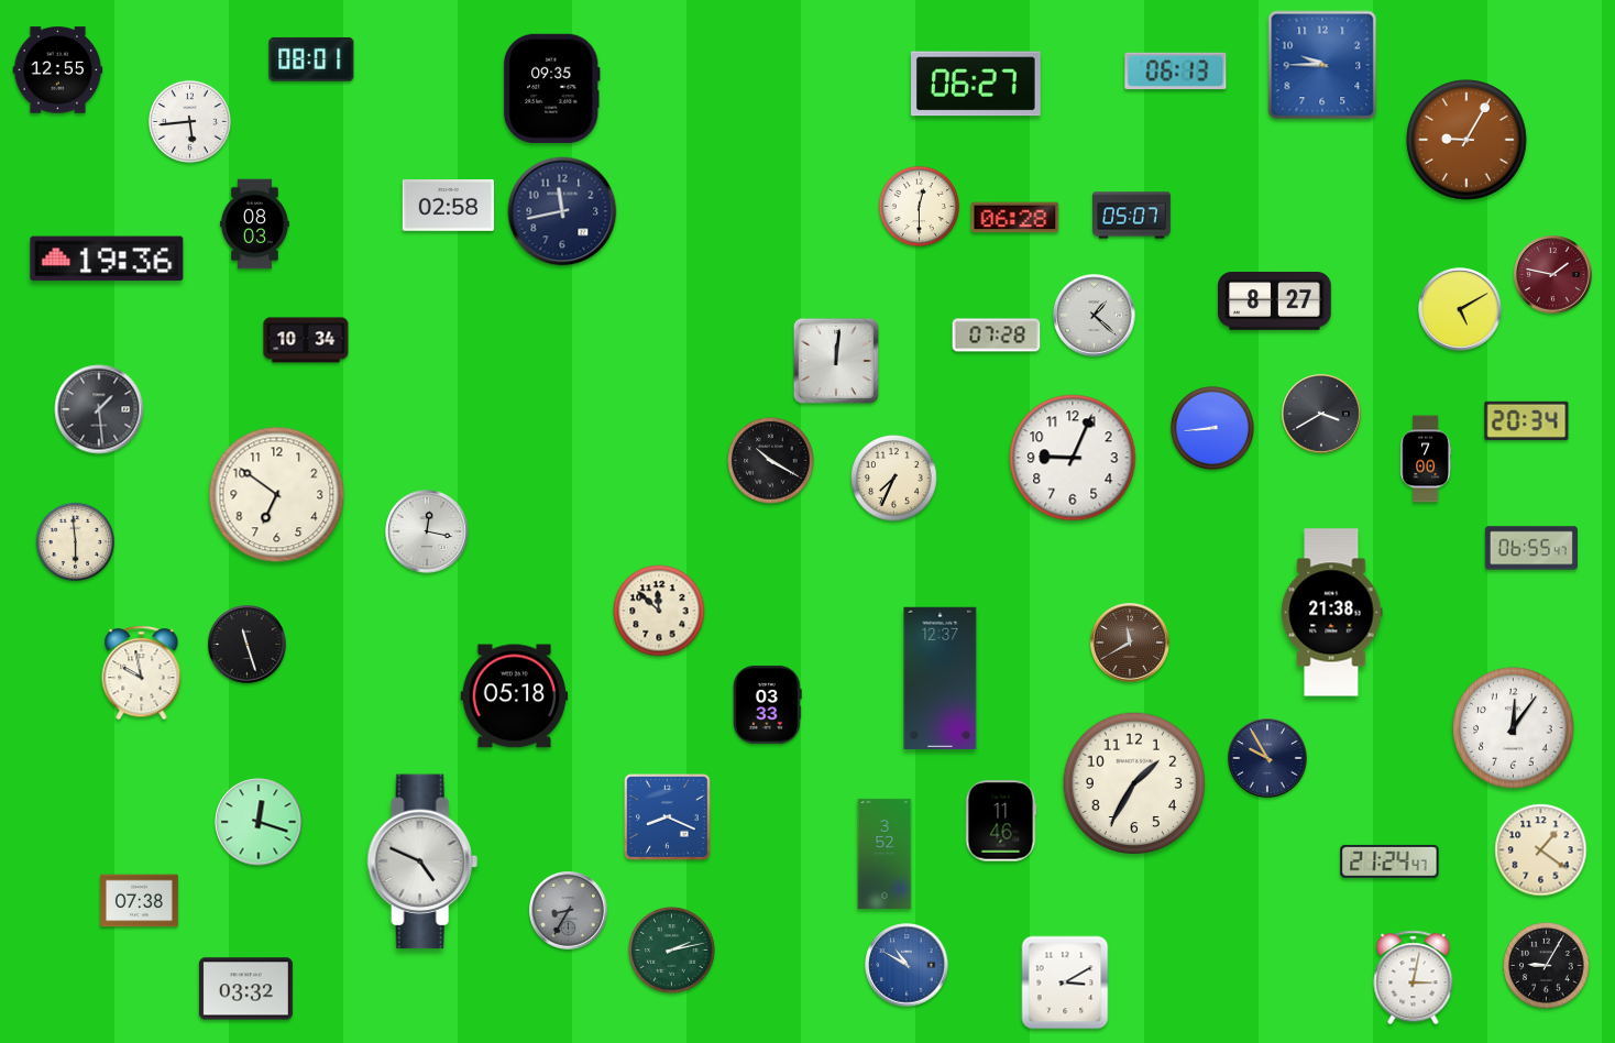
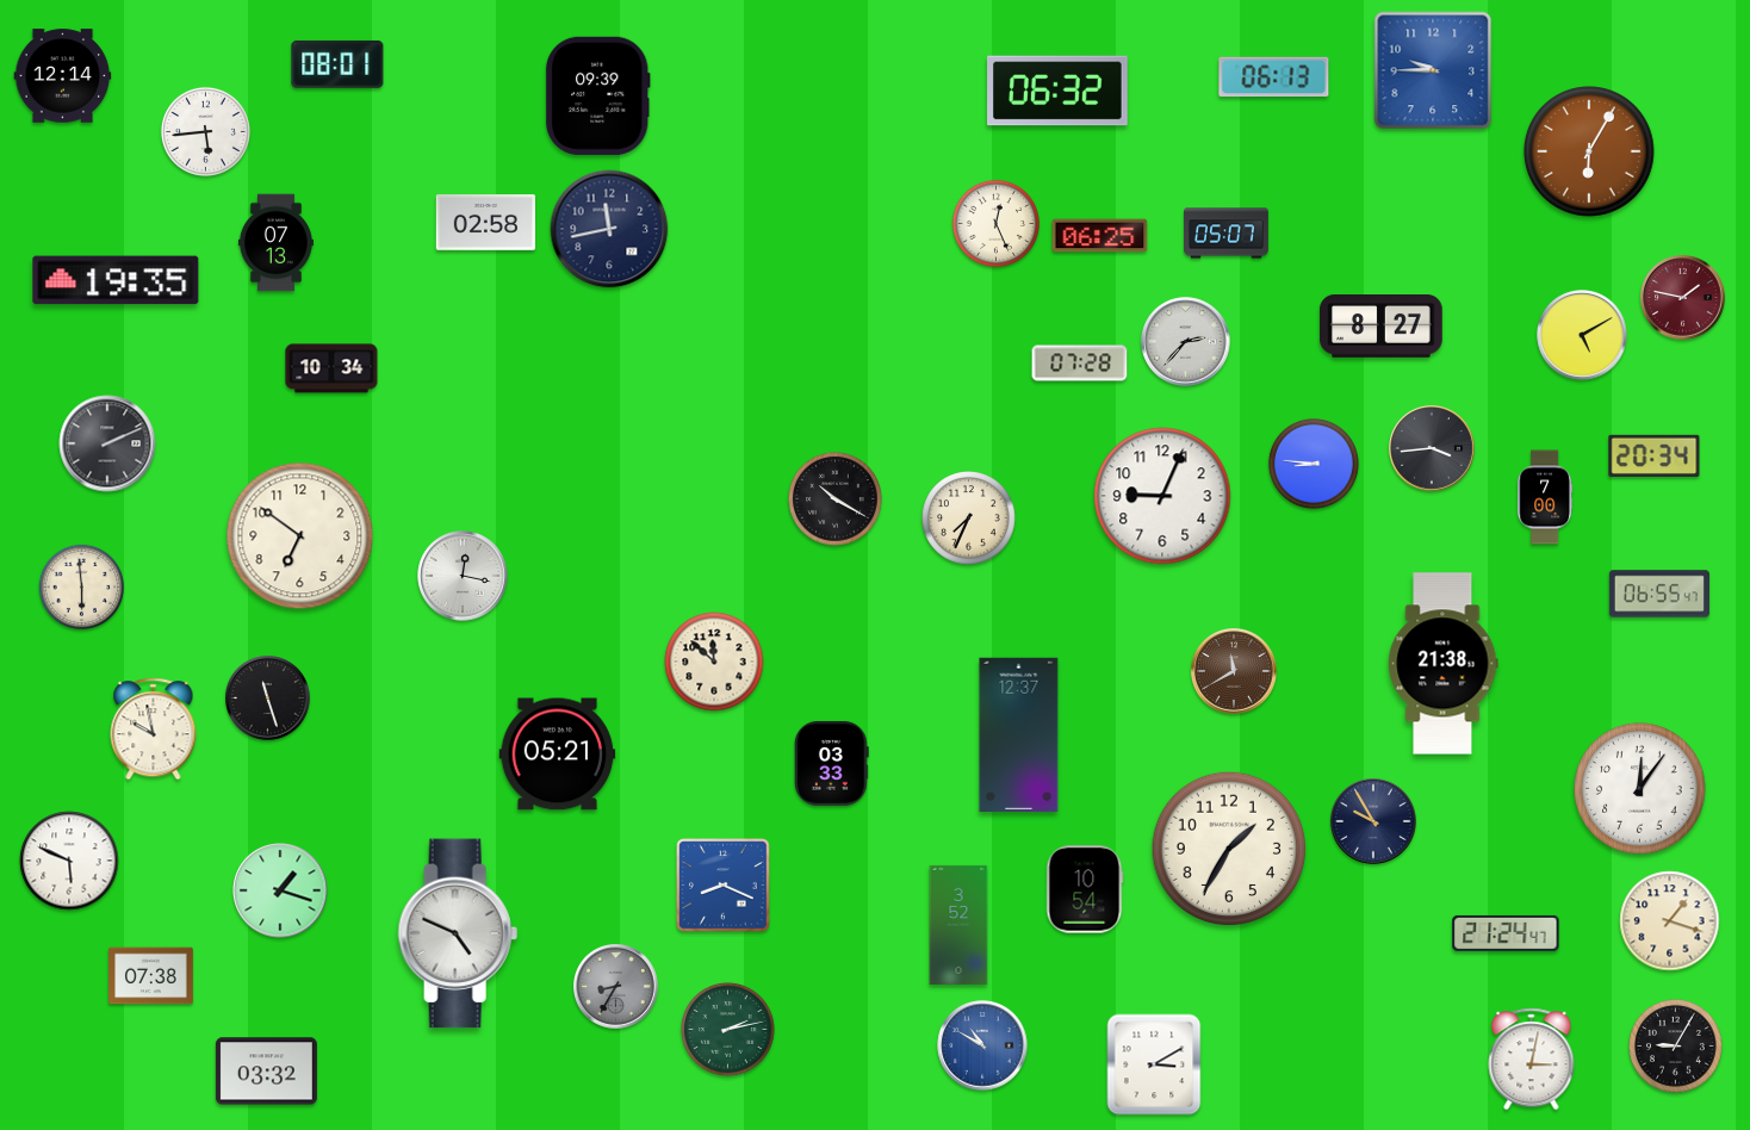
clock at (58, 70): 12:55 -> 12:14
clock at (977, 84): 06:27 -> 06:32
clock at (551, 88): 09:35 -> 09:39
clock at (1466, 140): 9:05 -> 6:05
clock at (919, 206): 12:30 -> 12:26
clock at (1015, 218): 06:28 -> 06:25
clock at (254, 224): 08:03 -> 07:13
clock at (107, 259): 19:36 -> 19:35
clock at (1095, 316): 1:22 -> 2:37
clock at (836, 361): 12:01 -> none
clock at (99, 409): 1:29 -> 2:11
clock at (1321, 414): 3:40 -> 3:44
clock at (1212, 428): 8:44 -> 8:46
clock at (1130, 643) position: (1130, 643) -> (1234, 671)
clock at (515, 696): 05:18 -> 05:21
clock at (69, 861): none -> 5:49
clock at (1001, 821): 11:46 -> 10:54
clock at (259, 822): 12:18 -> 1:18
clock at (1541, 850): 1:21 -> 1:18
